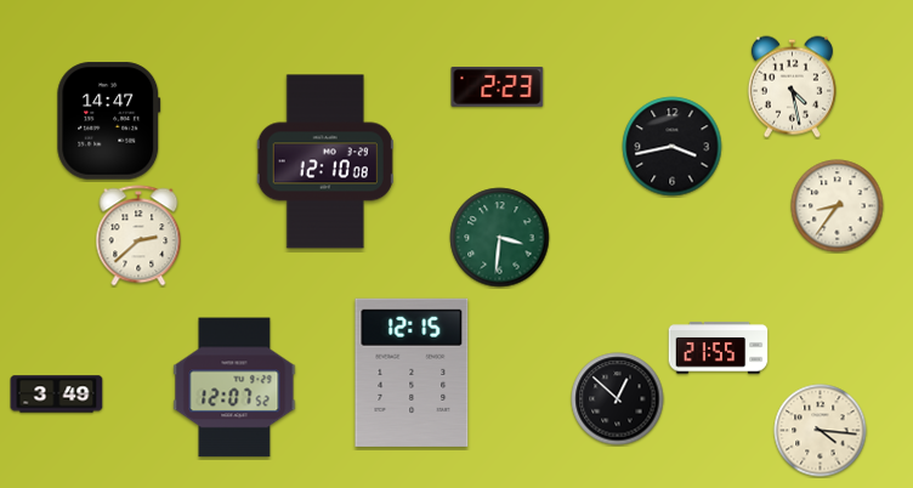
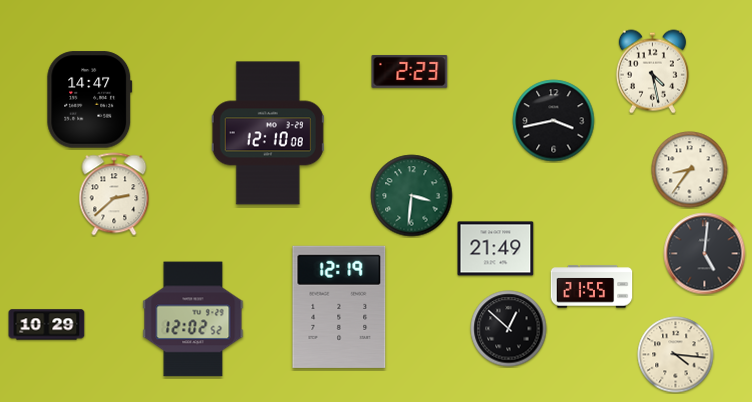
clock at (496, 249): none -> 21:49
clock at (705, 254): none -> 5:01
clock at (412, 373): 12:15 -> 12:19
clock at (234, 387): 12:07 -> 12:02
clock at (57, 395): 3:49 -> 10:29
